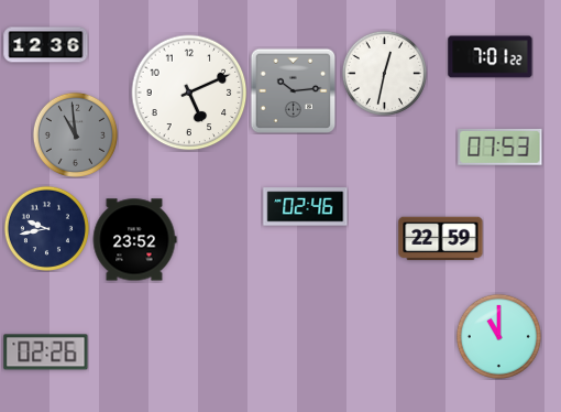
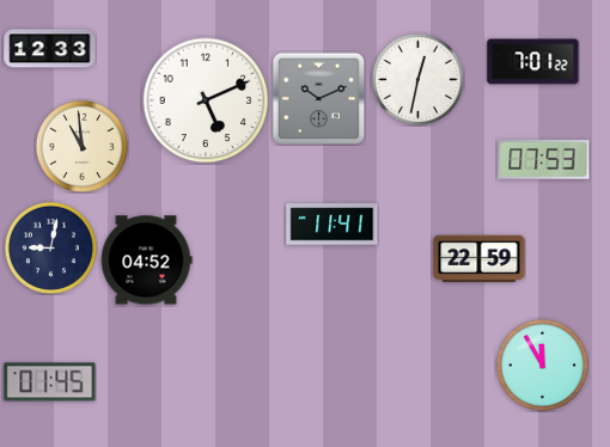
clock at (46, 45): 12:36 -> 12:33
clock at (293, 90): 10:14 -> 10:11
clock at (75, 134) dial: grey -> cream
clock at (306, 207): 02:46 -> 11:41
clock at (46, 228): 9:43 -> 9:02
clock at (134, 240): 23:52 -> 04:52
clock at (498, 336): 11:00 -> 11:55
clock at (46, 353): 02:26 -> 01:45
